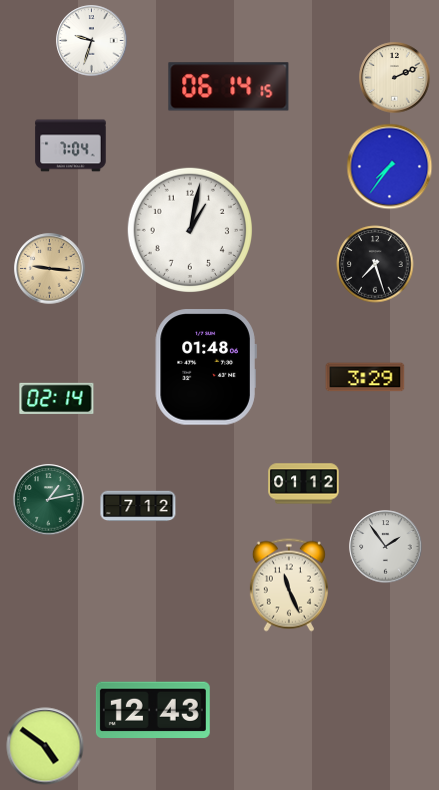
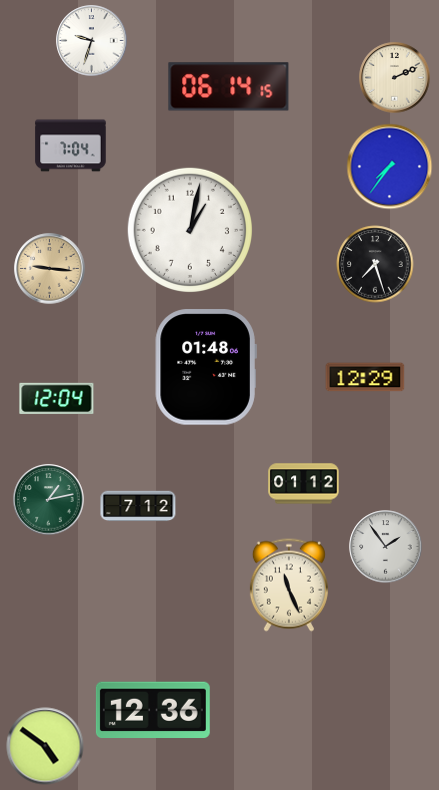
clock at (365, 377): 3:29 -> 12:29
clock at (57, 398): 02:14 -> 12:04
clock at (153, 710): 12:43 -> 12:36
